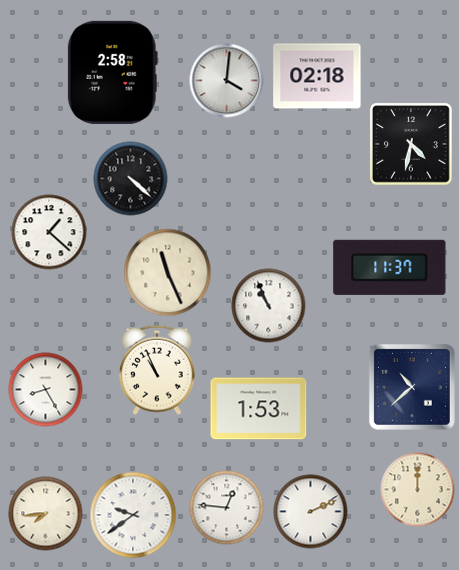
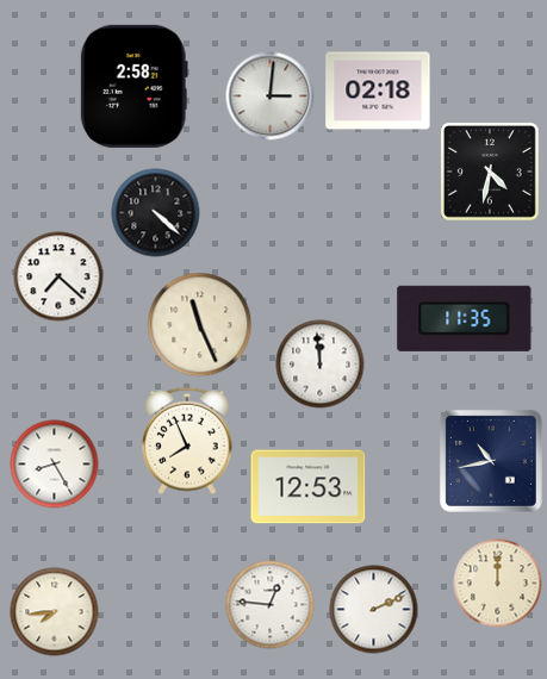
clock at (227, 81): 4:01 -> 3:01
clock at (49, 232): 1:22 -> 7:22
clock at (390, 267): 11:37 -> 11:35
clock at (269, 306): 10:56 -> 11:59
clock at (158, 370): 10:56 -> 7:56
clock at (412, 387): 10:38 -> 10:43
clock at (259, 409): 1:53 -> 12:53
clock at (311, 512) position: (311, 512) -> (374, 610)
clock at (133, 515): 9:39 -> none
